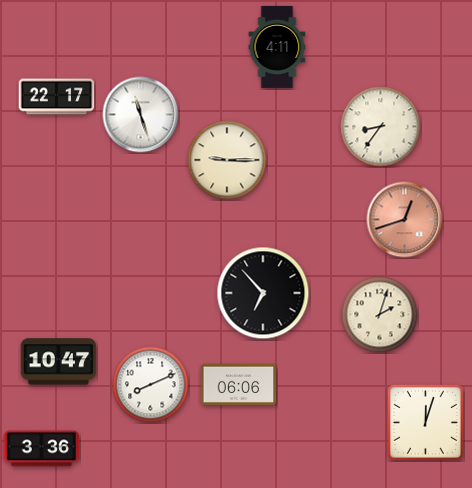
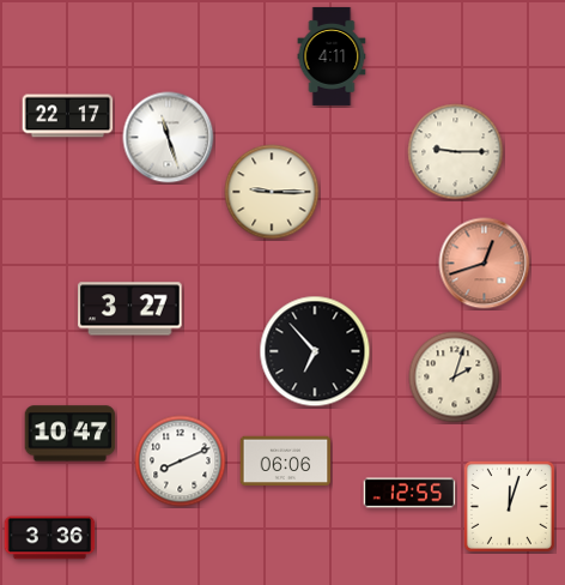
clock at (381, 127): 8:36 -> 9:15
clock at (130, 309): none -> 3:27
clock at (409, 493): none -> 12:55
